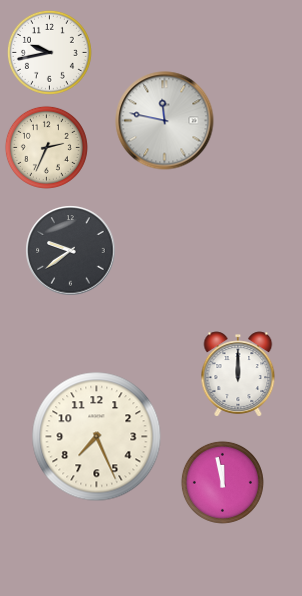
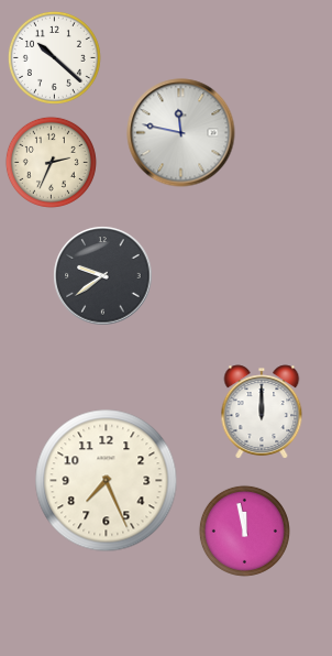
clock at (49, 52): 9:43 -> 10:22
clock at (71, 251) position: (71, 251) -> (103, 276)
